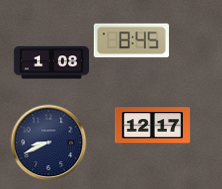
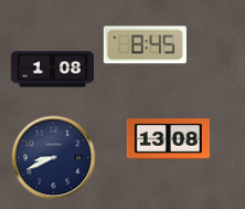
clock at (51, 63) position: (51, 63) -> (52, 70)
clock at (152, 126): 12:17 -> 13:08
